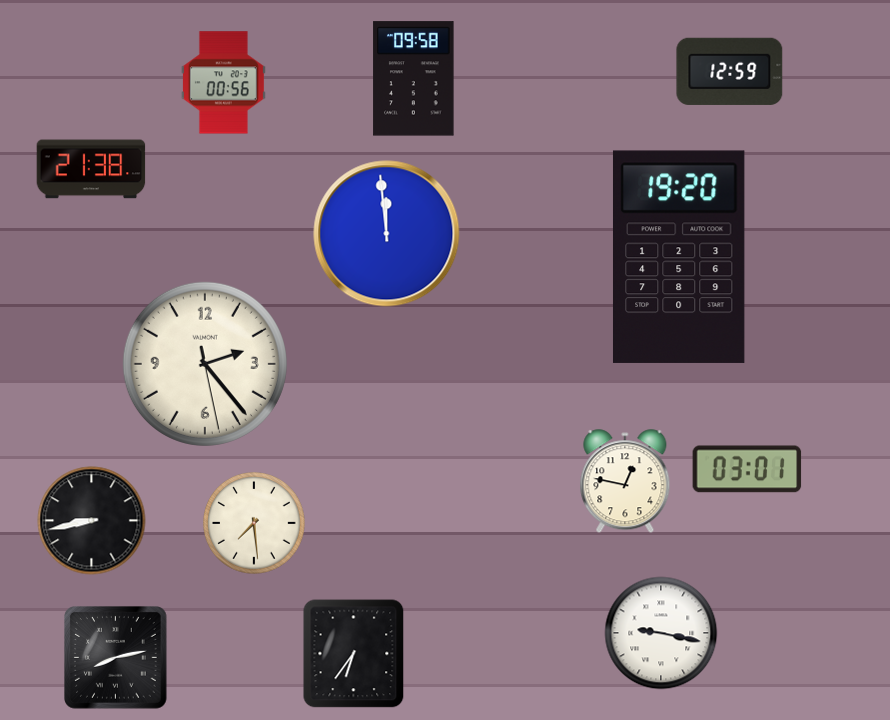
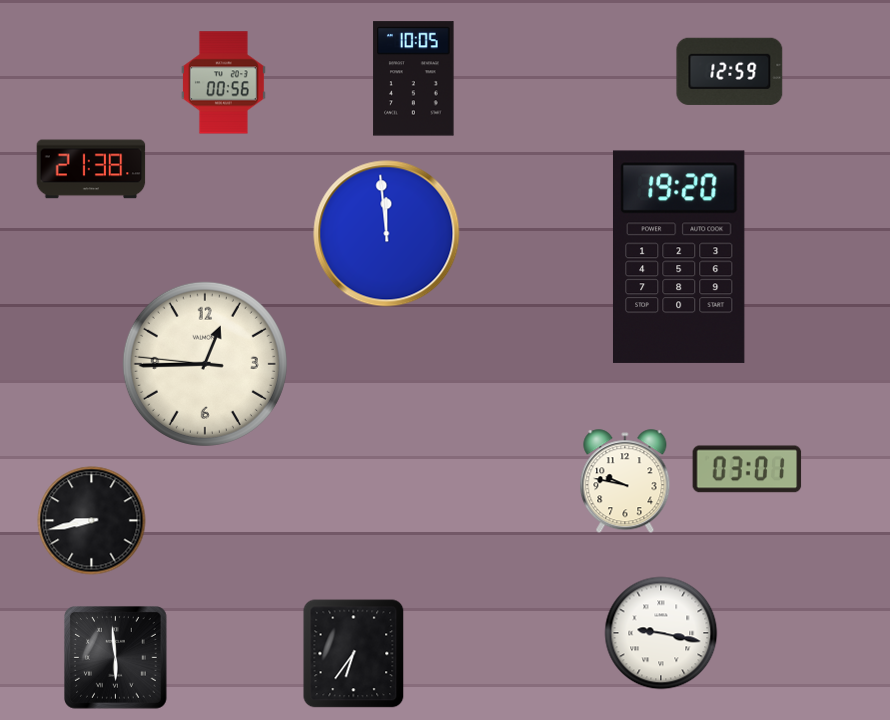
clock at (414, 79): 09:58 -> 10:05
clock at (205, 364): 2:23 -> 12:44
clock at (625, 482): 12:47 -> 9:47
clock at (255, 524): 7:29 -> none
clock at (116, 658): 8:13 -> 5:59
